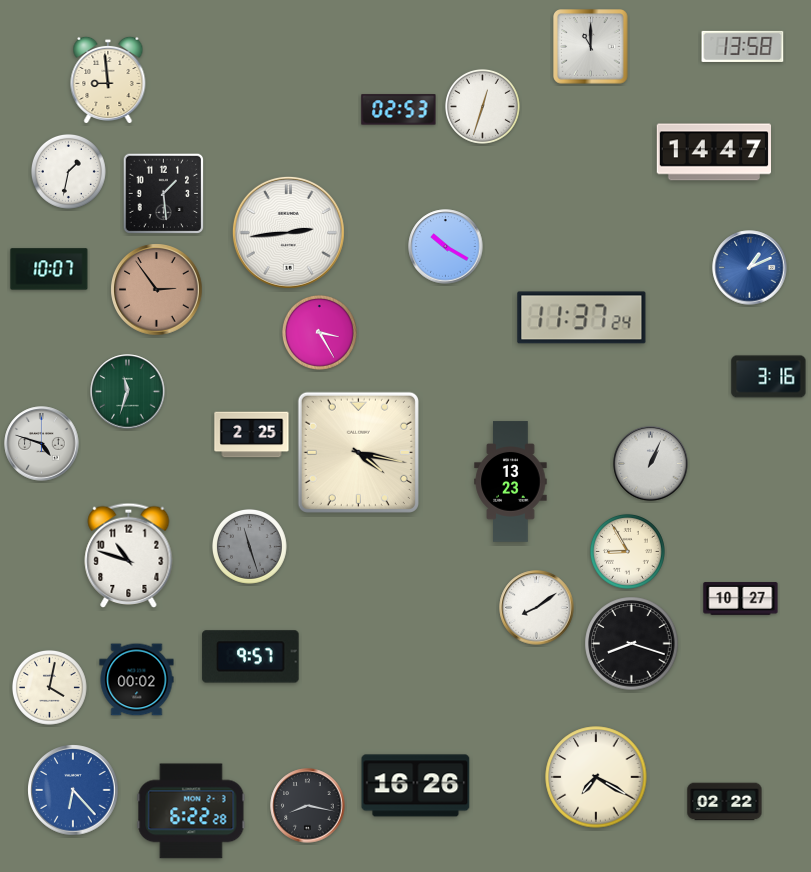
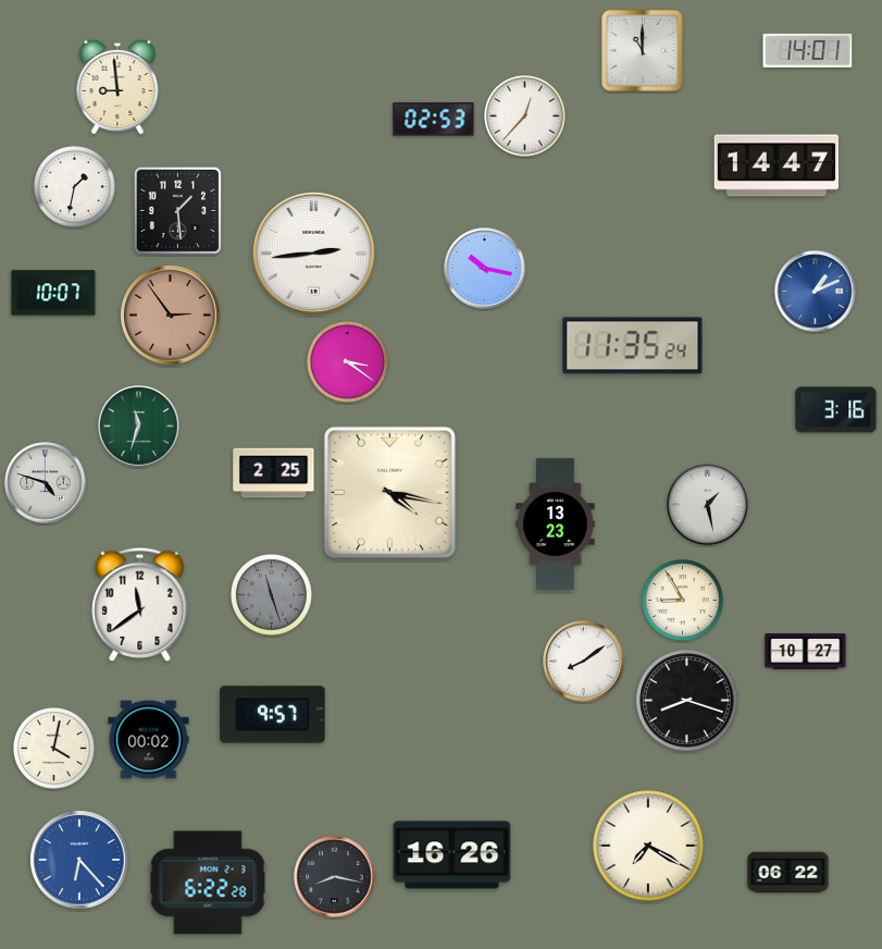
clock at (743, 46): 13:58 -> 14:01
clock at (482, 106): 12:33 -> 12:37
clock at (446, 247): 10:20 -> 10:17
clock at (582, 318): 11:37 -> 11:35
clock at (319, 332): 3:25 -> 3:21
clock at (651, 464): 1:04 -> 1:28
clock at (129, 555): 10:48 -> 11:39
clock at (725, 802): 02:22 -> 06:22
